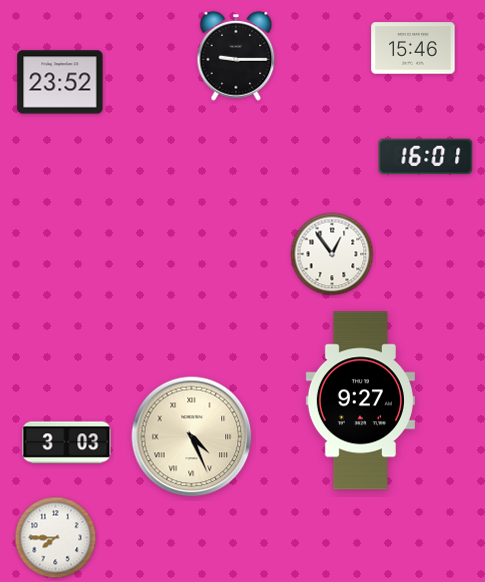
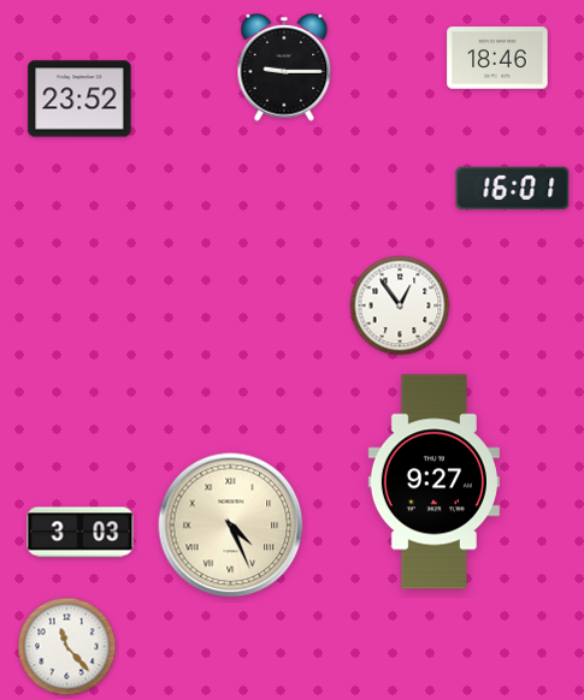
clock at (413, 48): 15:46 -> 18:46
clock at (60, 82) position: (60, 82) -> (79, 99)
clock at (56, 538): 7:45 -> 11:23
